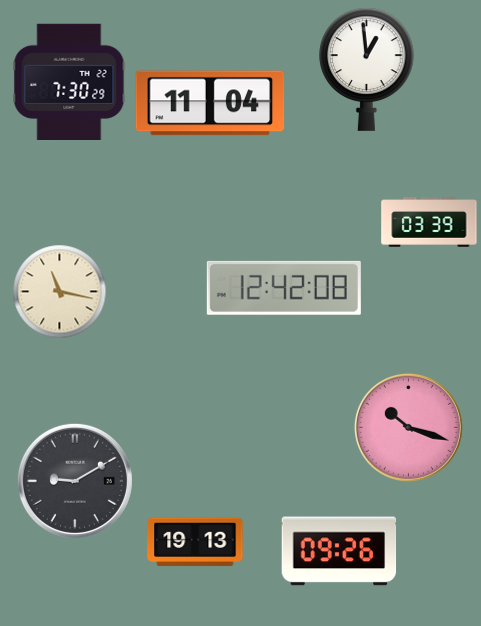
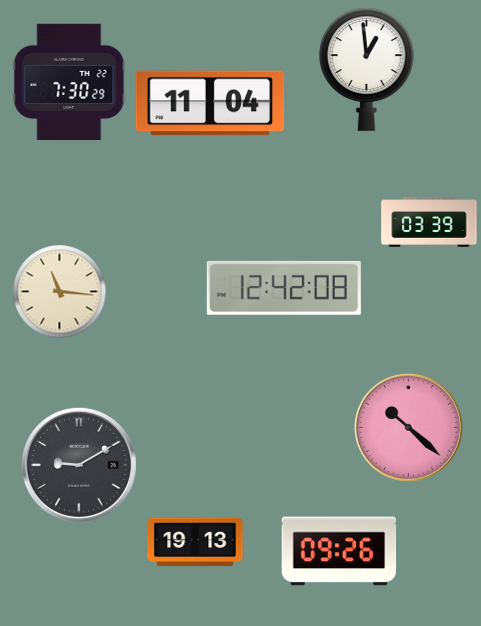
clock at (60, 292): 11:17 -> 11:16
clock at (408, 427): 10:18 -> 10:22
clock at (75, 481) position: (75, 481) -> (79, 465)
